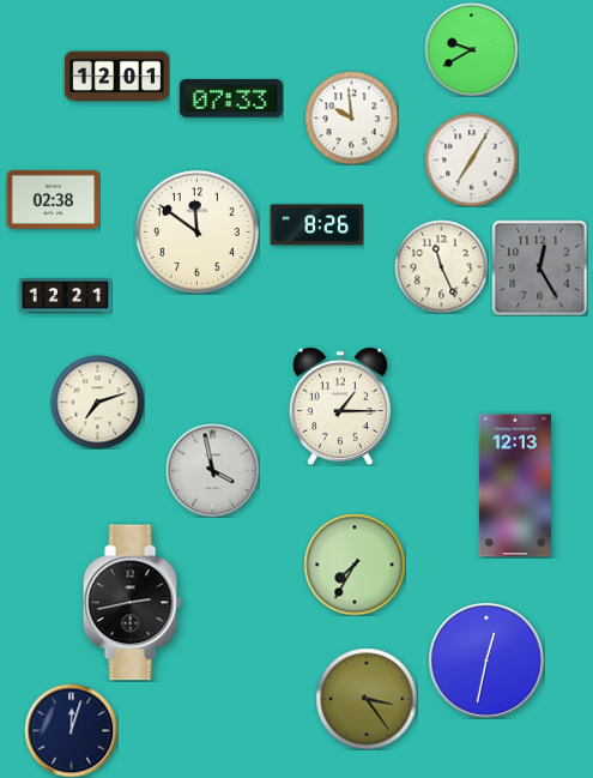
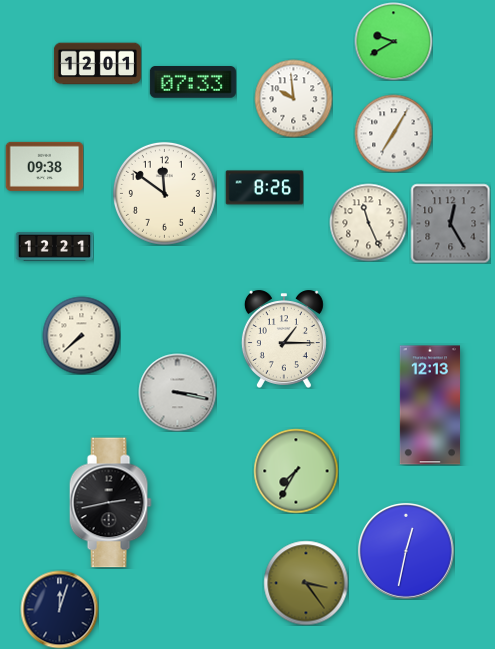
clock at (53, 199): 02:38 -> 09:38
clock at (97, 402): 7:12 -> 7:38
clock at (212, 470): 3:58 -> 3:17
